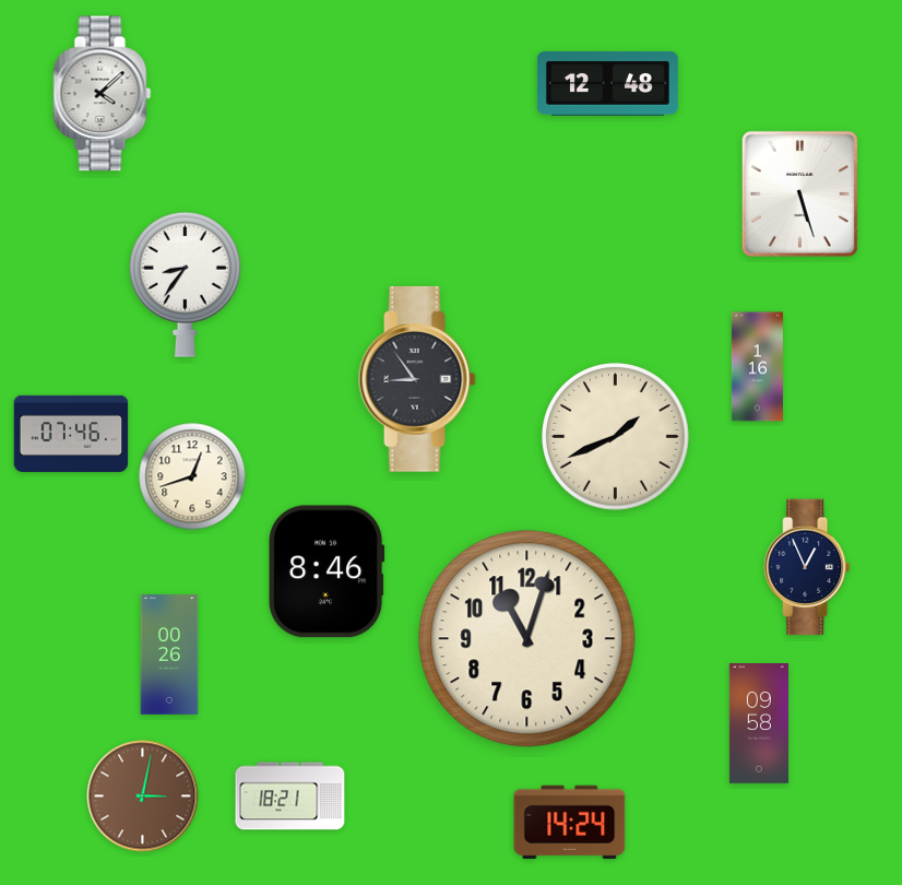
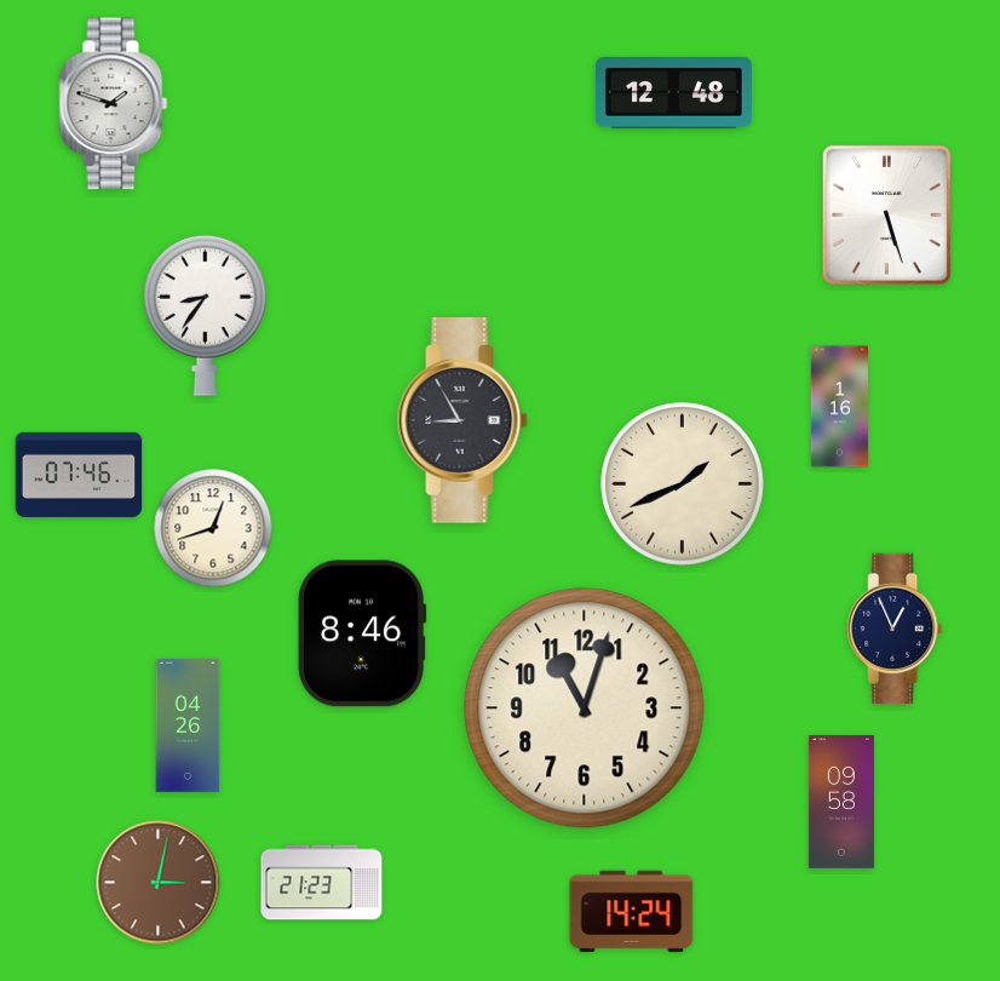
clock at (103, 94): 4:08 -> 1:48
clock at (417, 379): 8:54 -> 8:55
clock at (71, 434) position: (71, 434) -> (79, 475)
clock at (169, 656): 00:26 -> 04:26
clock at (290, 796): 18:21 -> 21:23
